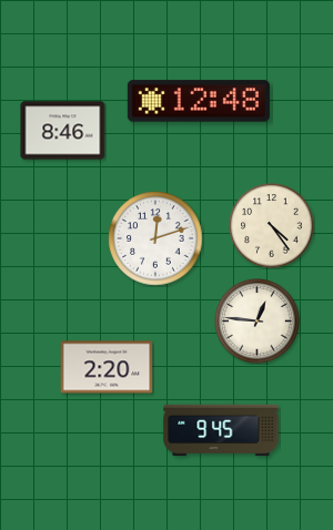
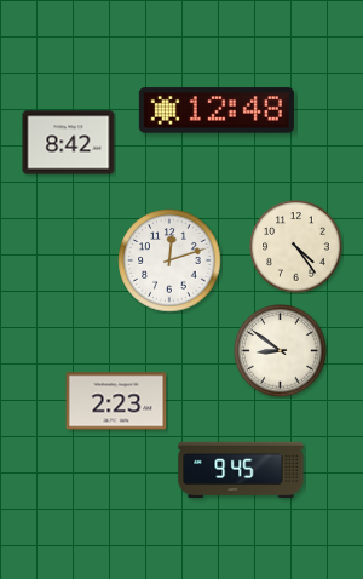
clock at (63, 131): 8:46 -> 8:42
clock at (258, 322): 12:46 -> 8:51
clock at (107, 367): 2:20 -> 2:23
